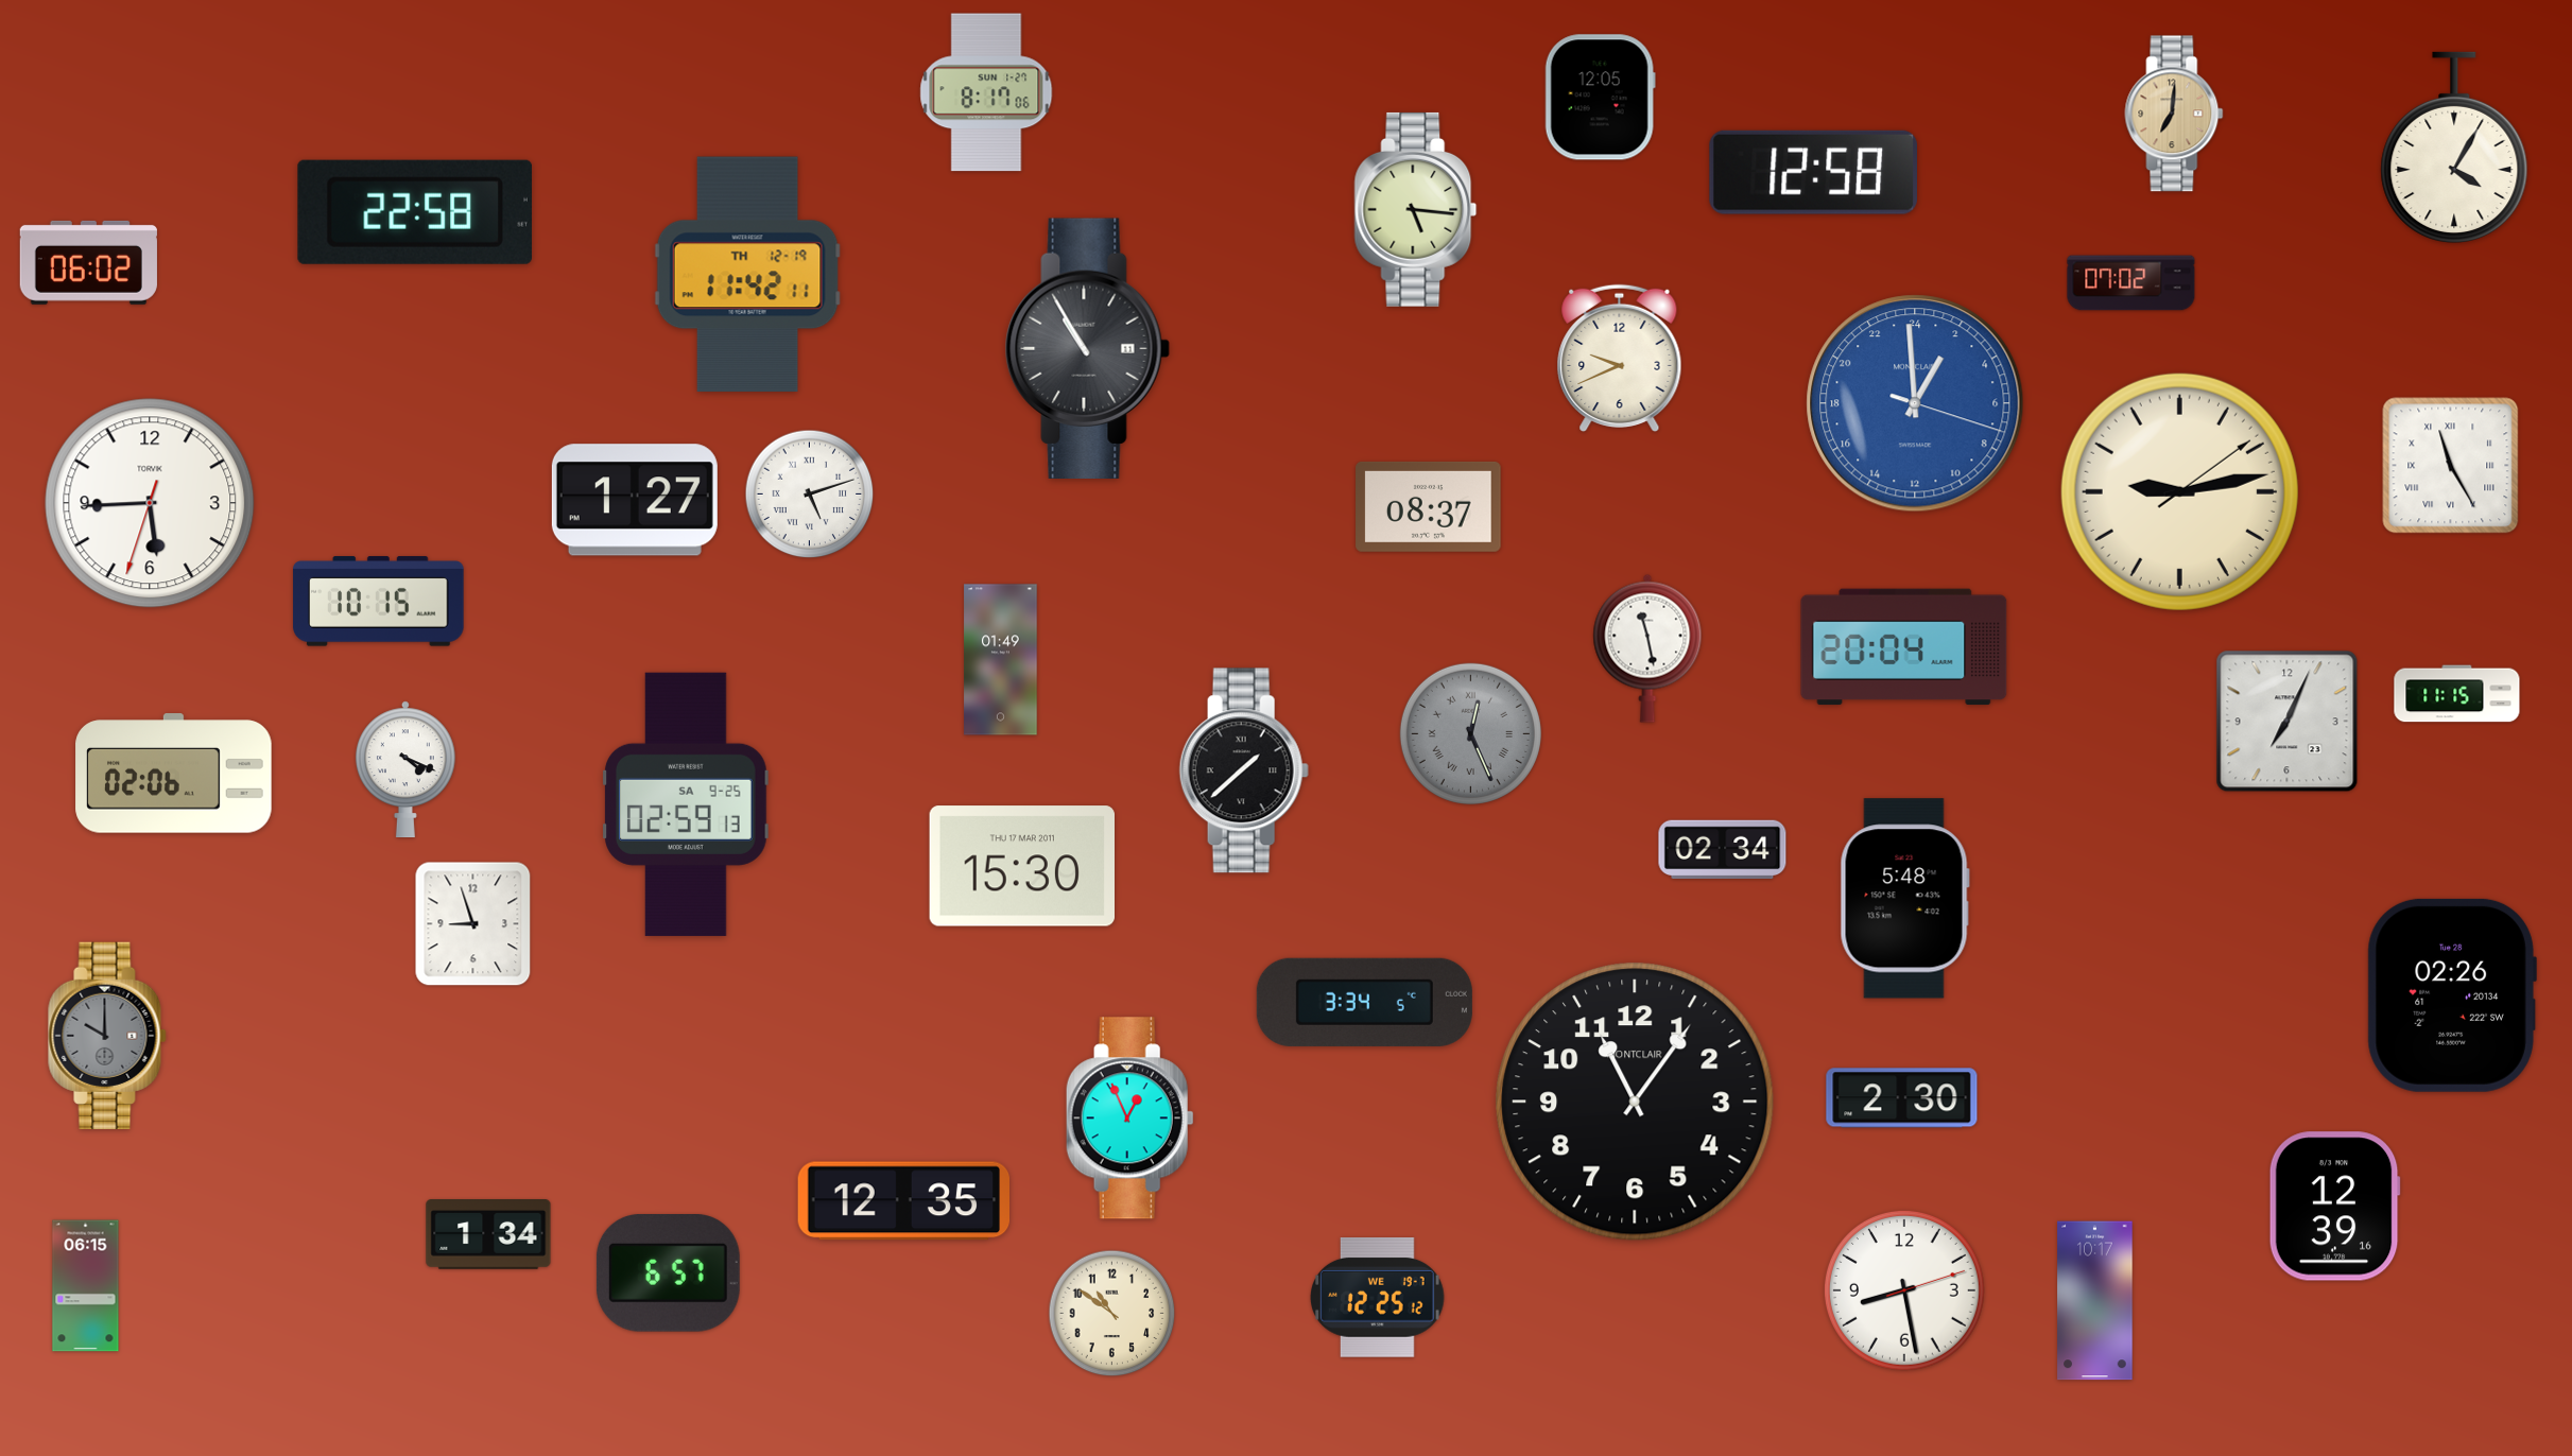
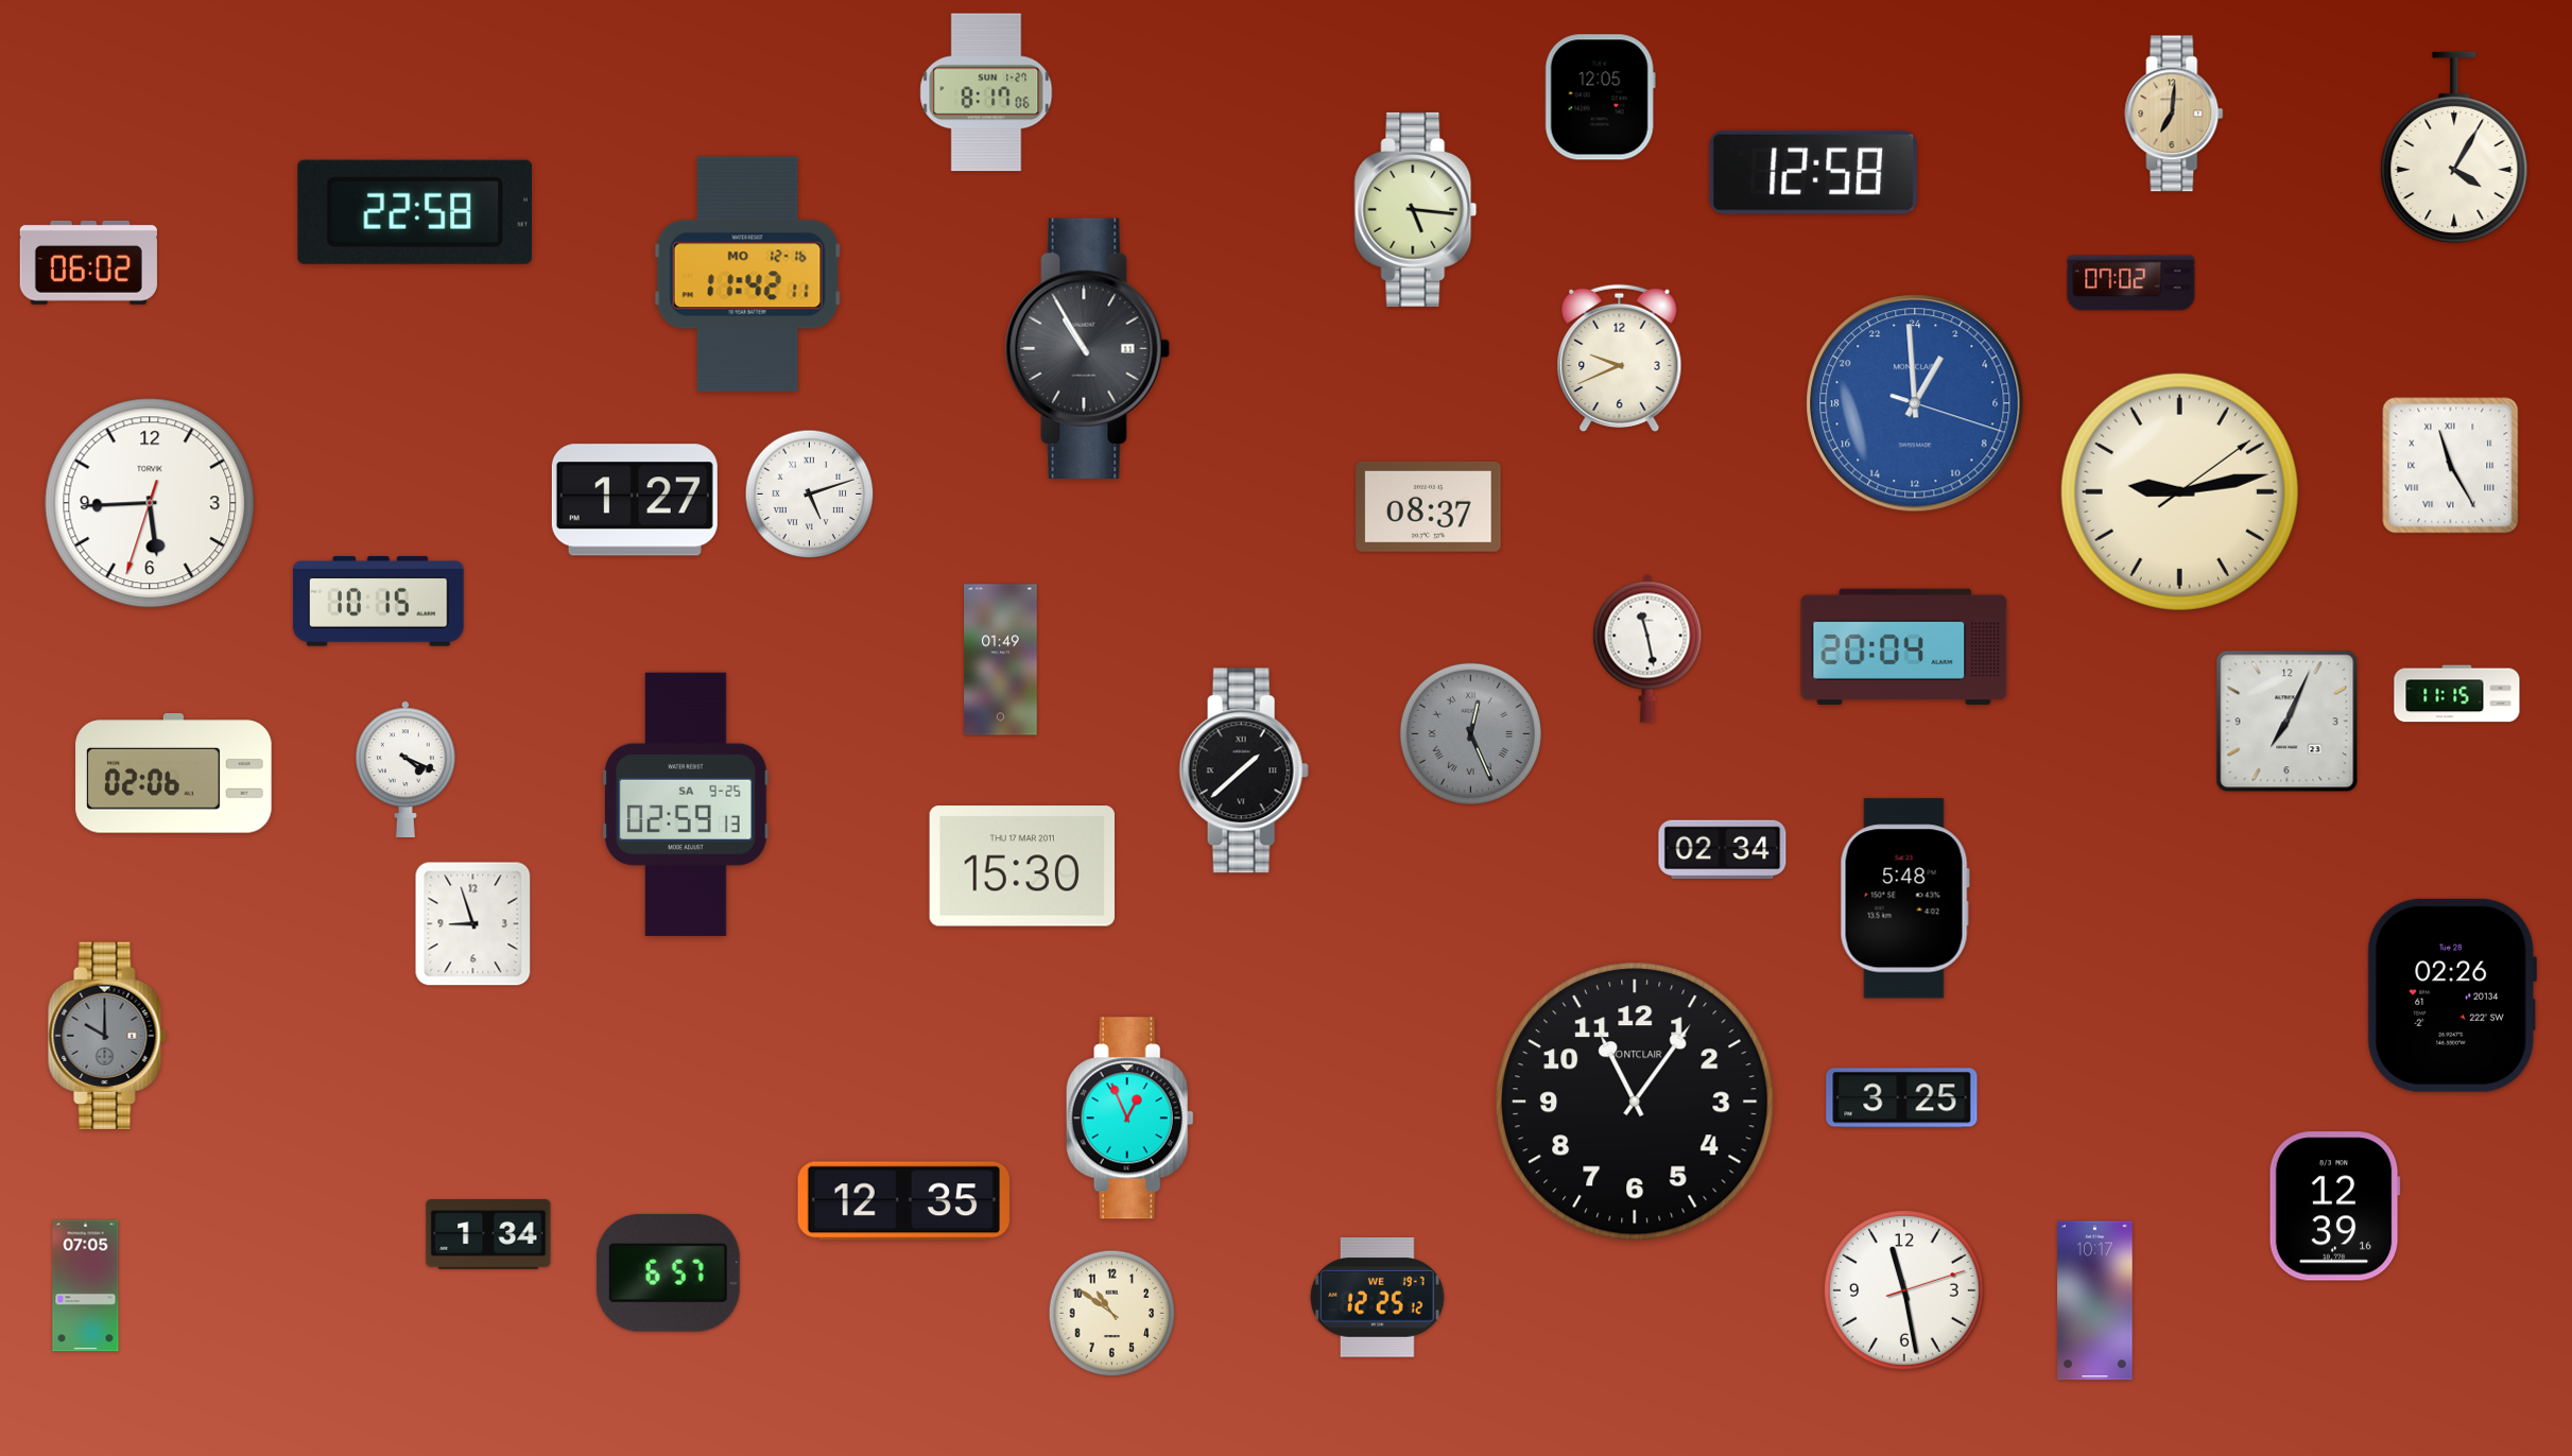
clock at (747, 275) date: TH 12-19 -> MO 12-16
clock at (1364, 1002): 3:34 -> none
clock at (1902, 1098): 2:30 -> 3:25
clock at (86, 1286): 06:15 -> 07:05
clock at (1904, 1290): 8:28 -> 11:28
